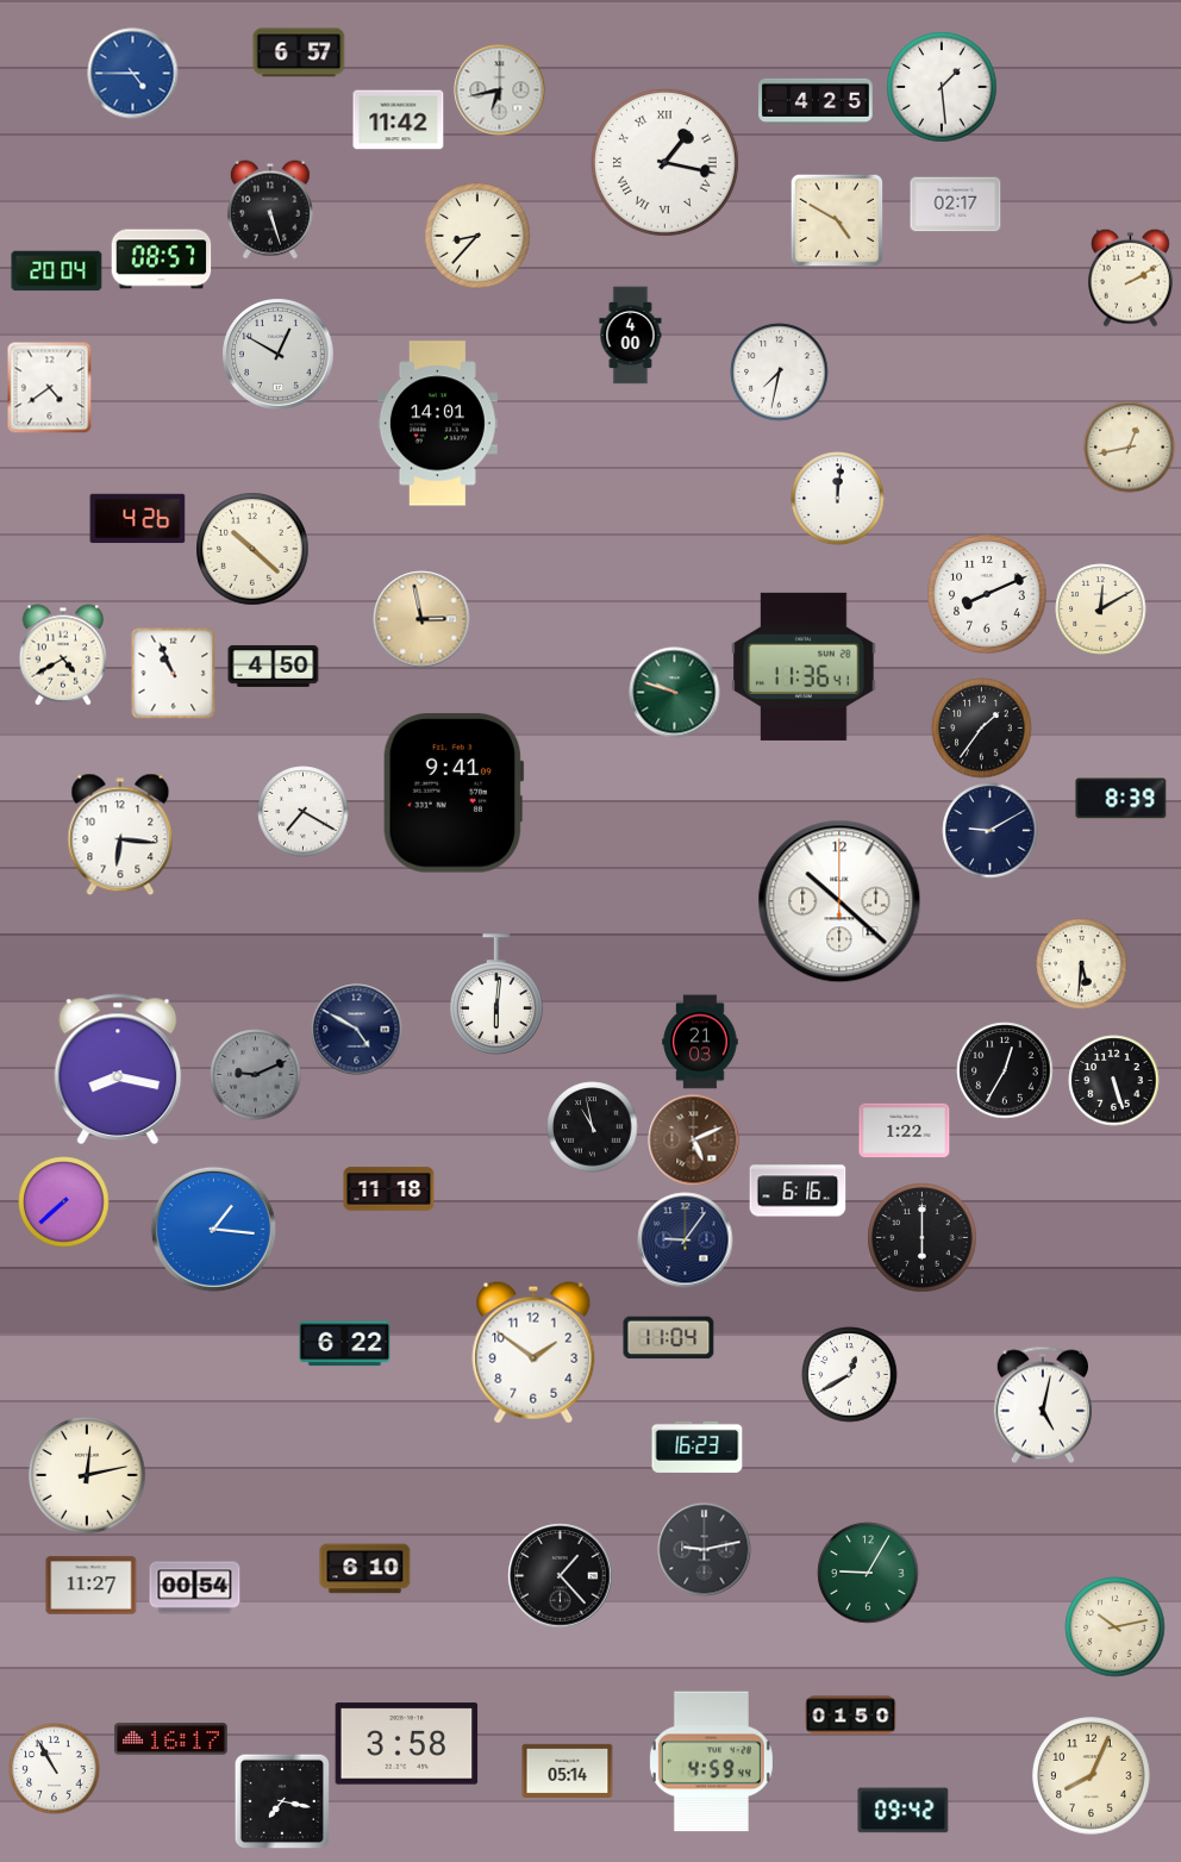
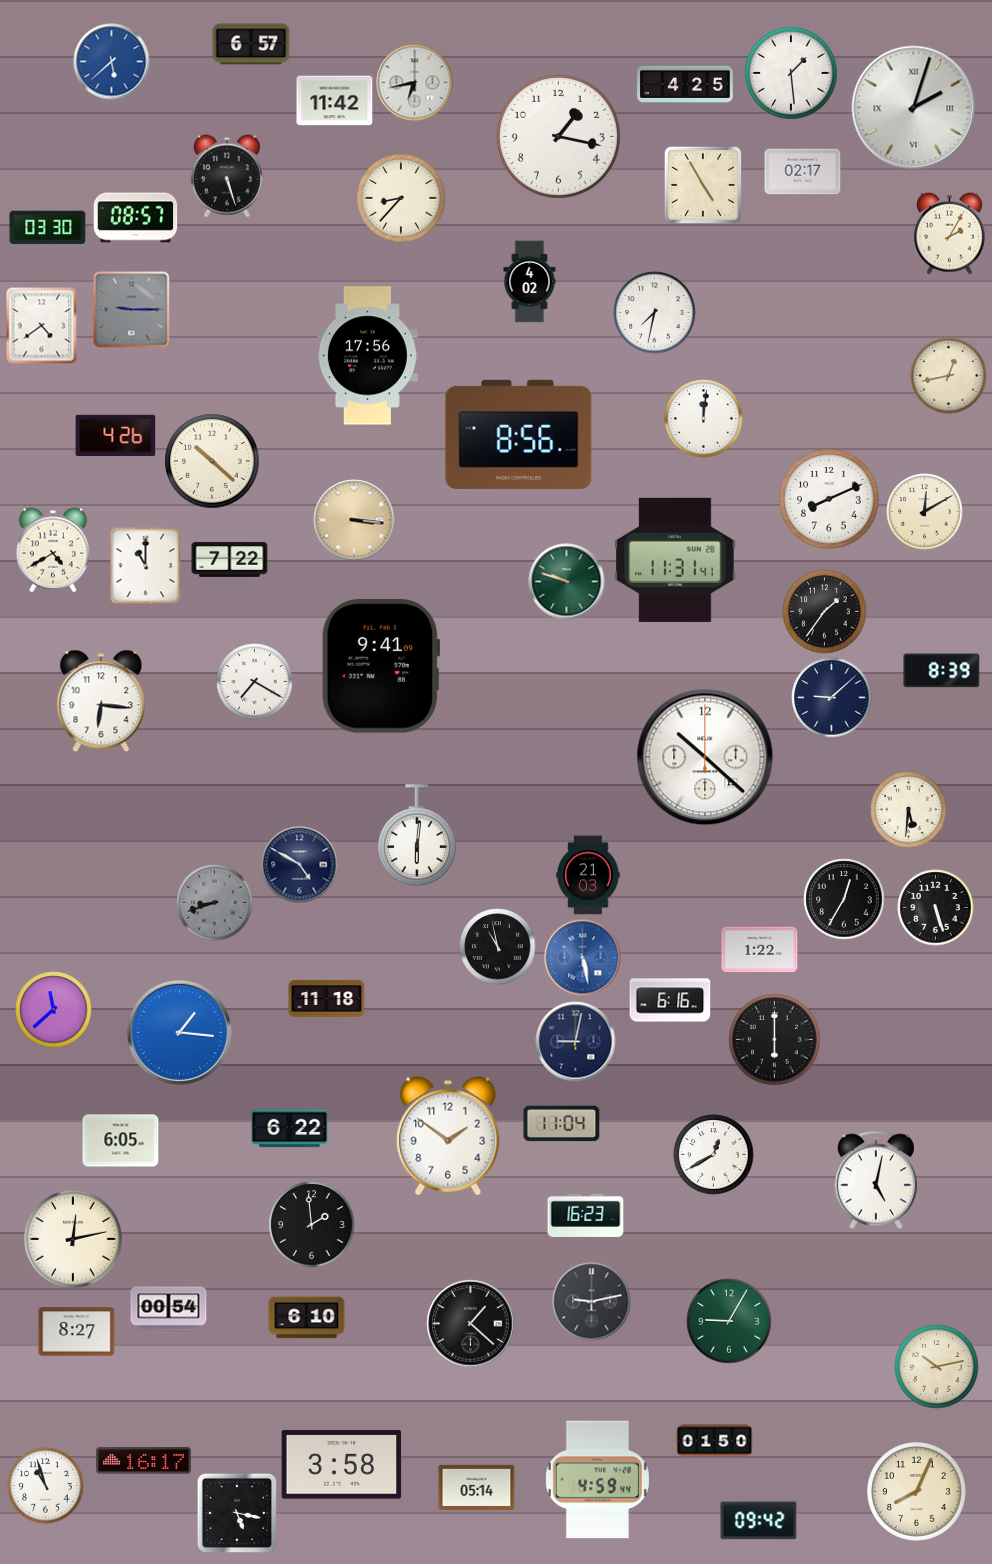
clock at (133, 74): 4:45 -> 5:38
clock at (500, 90) position: (500, 90) -> (415, 83)
clock at (914, 108): none -> 2:03
clock at (664, 162) numerals: Roman -> Arabic
clock at (837, 220): 4:50 -> 4:55
clock at (57, 271): 20:04 -> 03:30
clock at (1131, 277): 2:10 -> 2:05
clock at (631, 336): 4:00 -> 4:02
clock at (279, 355): 12:50 -> none
clock at (132, 310): none -> 9:15
clock at (437, 424): 14:01 -> 17:56
clock at (519, 434): none -> 8:56
clock at (421, 619): 2:58 -> 3:16
clock at (274, 666): 4:50 -> 7:22
clock at (804, 667): 11:36 -> 11:31
clock at (174, 673): 10:56 -> 11:00
clock at (991, 831): 9:10 -> 9:08
clock at (118, 1068): 8:17 -> none
clock at (256, 1075): 9:11 -> 8:42
clock at (694, 1141): 5:11 -> 5:28
clock at (694, 1141) dial: brown -> blue
clock at (64, 1202): 7:38 -> 11:38
clock at (686, 1241): 9:06 -> 9:02
clock at (121, 1141): none -> 6:05
clock at (312, 1225): none -> 1:59
clock at (561, 1576): 1:23 -> 1:22
clock at (92, 1586): 11:27 -> 8:27
clock at (195, 1588) position: (195, 1588) -> (169, 1309)
clock at (55, 1769): 10:55 -> 10:57
clock at (282, 1801): 7:17 -> 5:17
